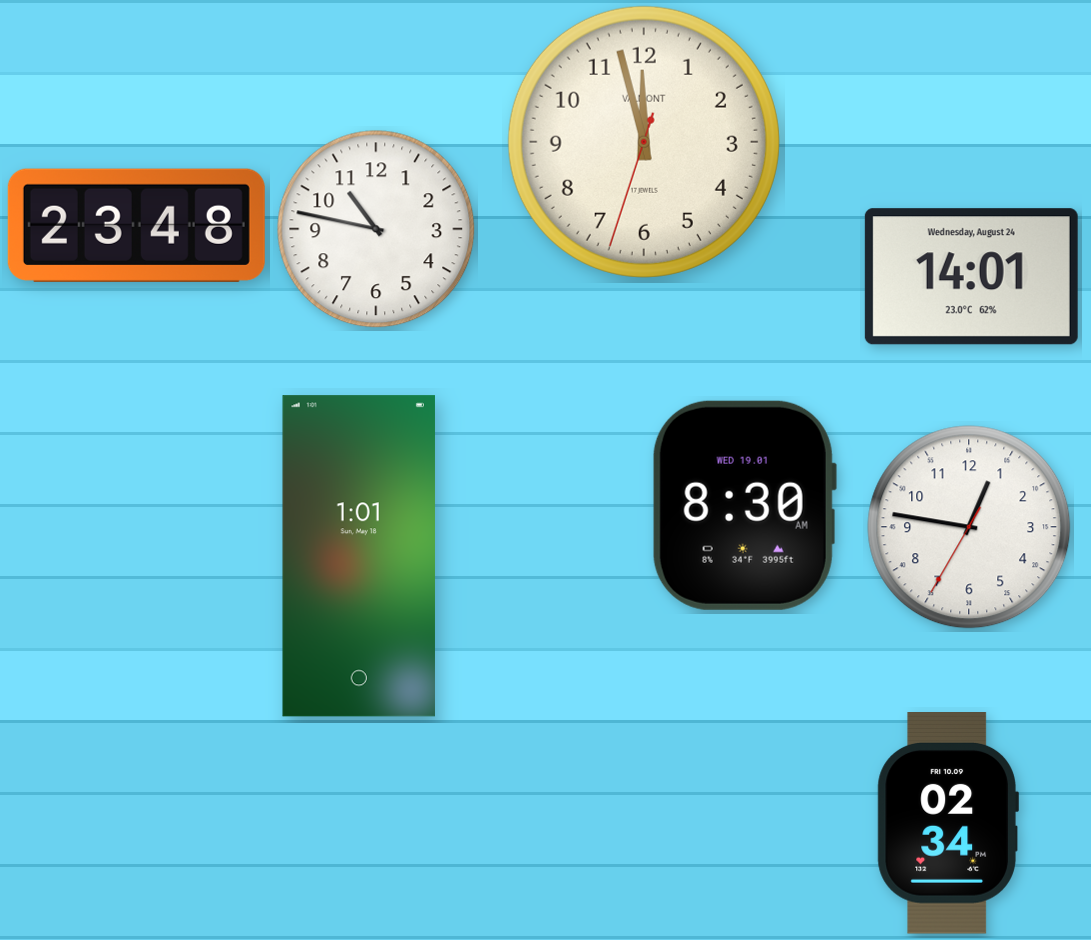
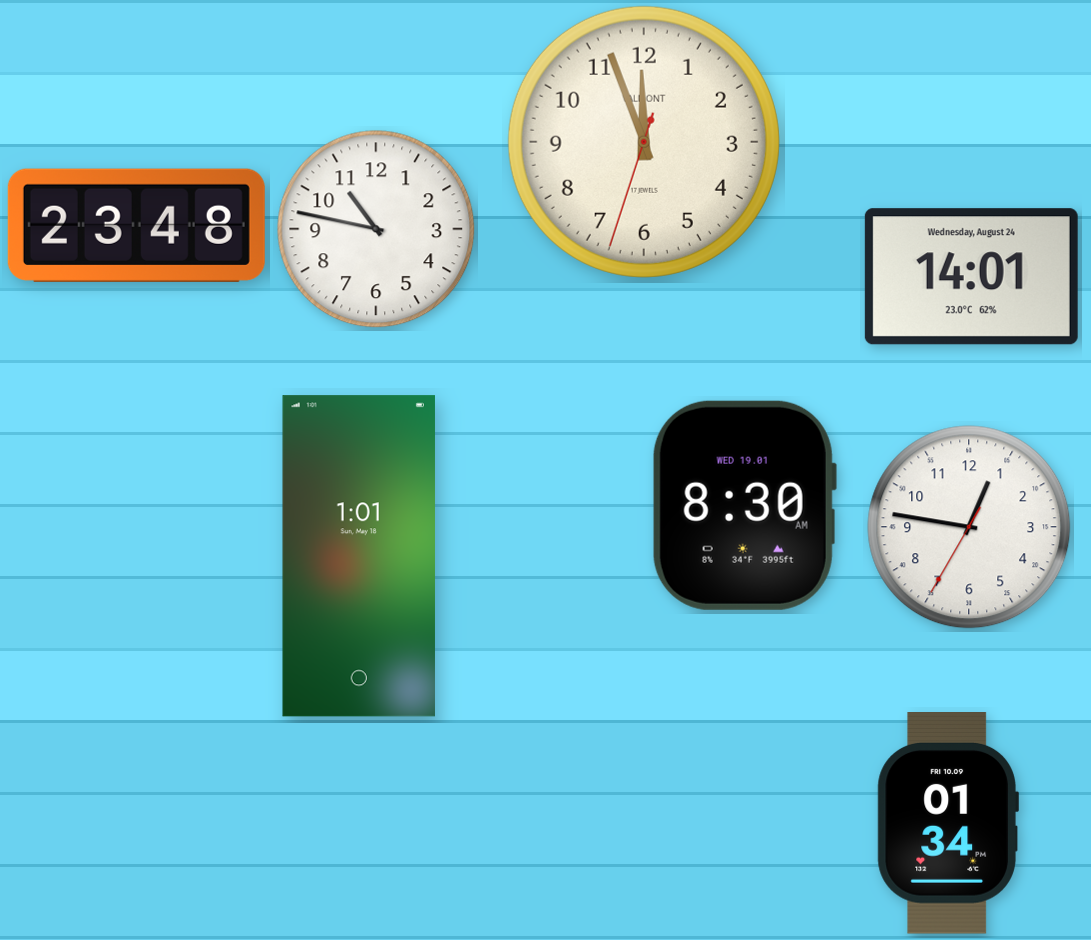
clock at (644, 142): 11:57 -> 11:56
clock at (948, 823): 02:34 -> 01:34
